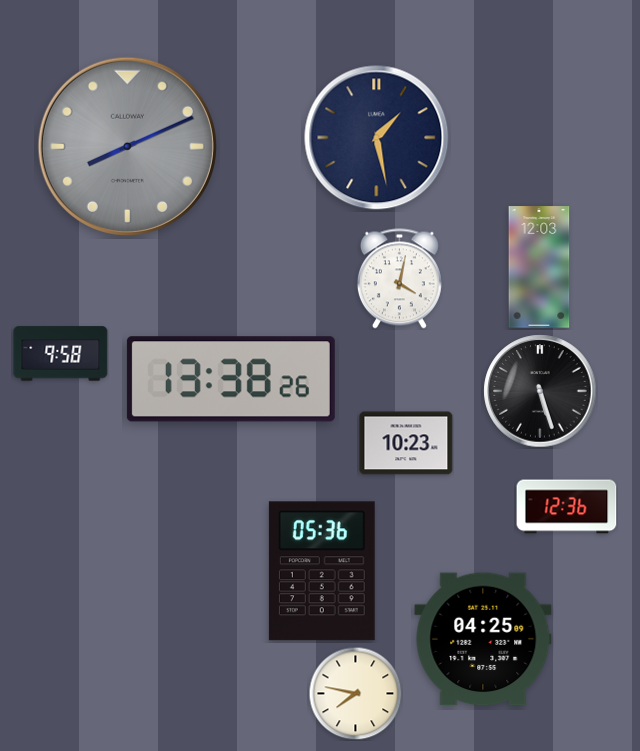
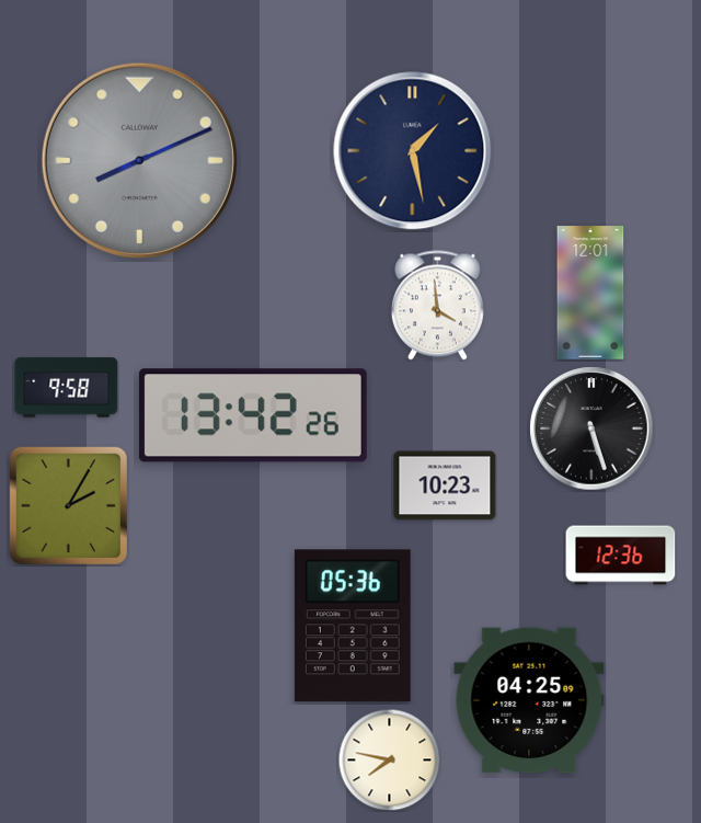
clock at (539, 267): 12:03 -> 12:01
clock at (399, 279): 4:02 -> 3:59
clock at (231, 379): 13:38 -> 13:42
clock at (68, 505): none -> 2:05
